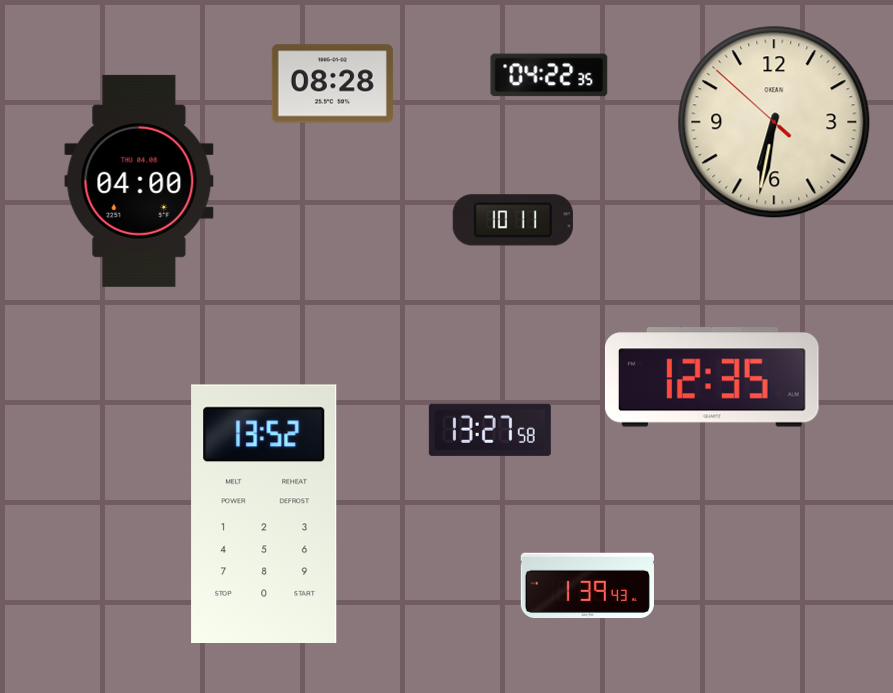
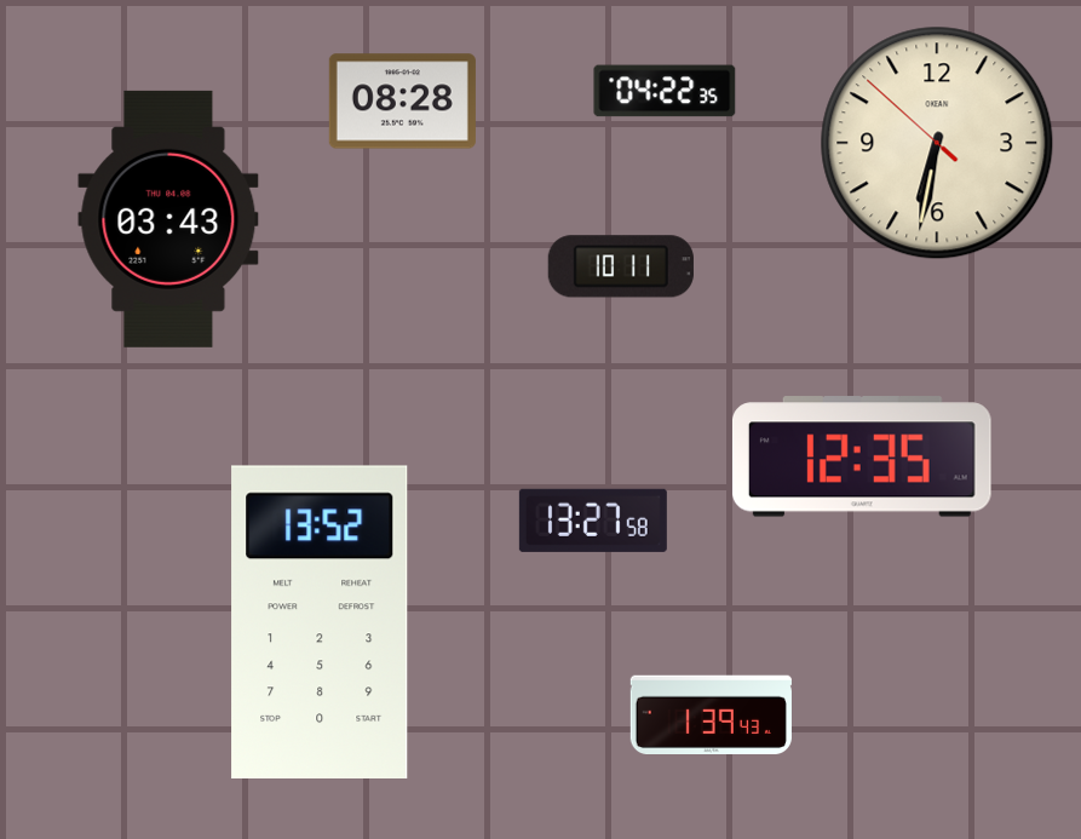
clock at (774, 122) position: (774, 122) -> (937, 143)
clock at (139, 181): 04:00 -> 03:43
clock at (587, 585) position: (587, 585) -> (711, 714)
